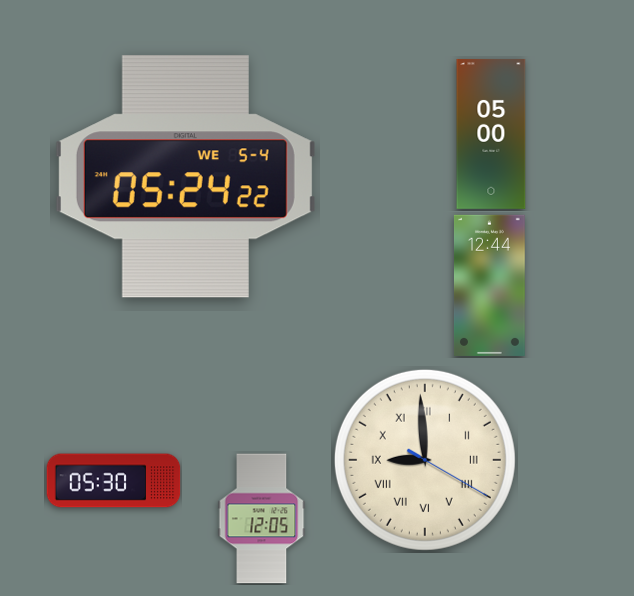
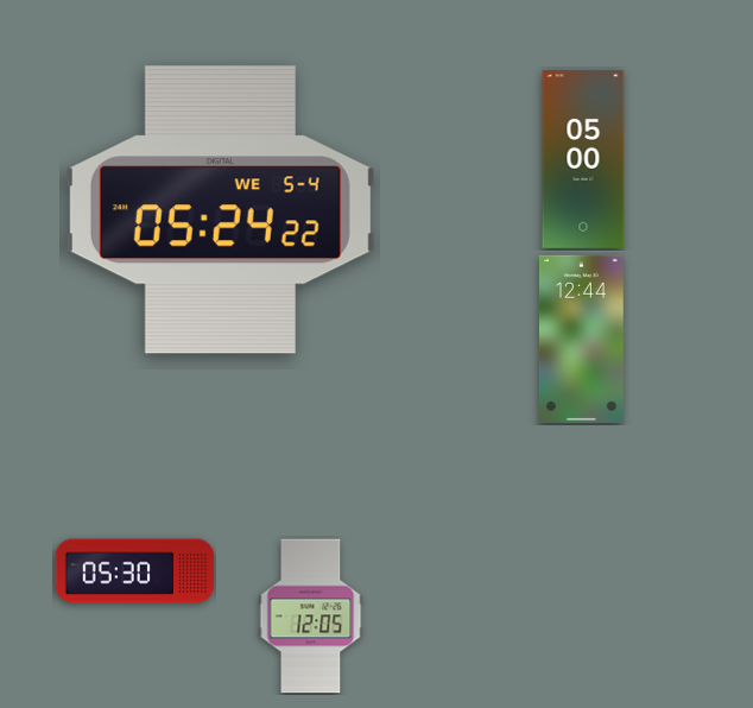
clock at (425, 460): 8:59 -> none
